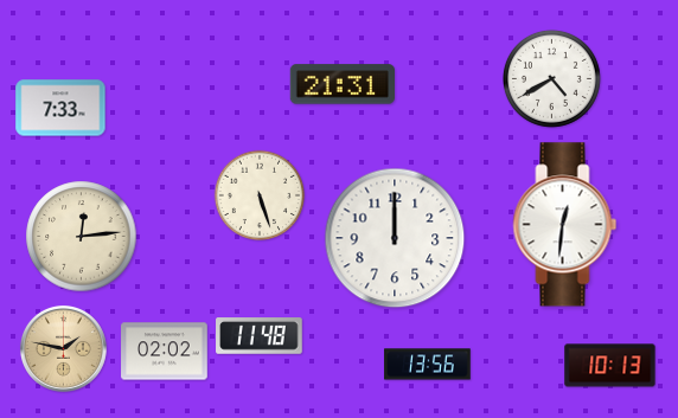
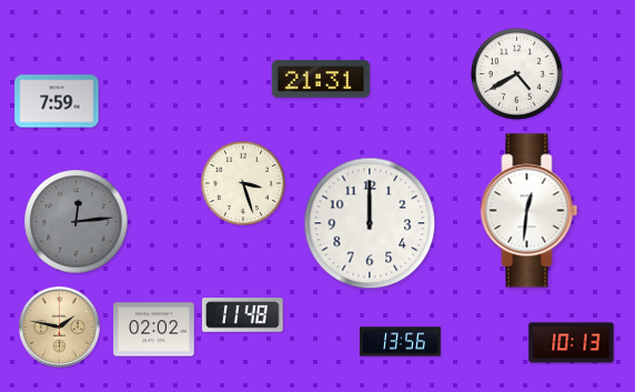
clock at (60, 108): 7:33 -> 7:59
clock at (258, 194): 5:27 -> 3:27
clock at (82, 237) dial: cream -> grey
